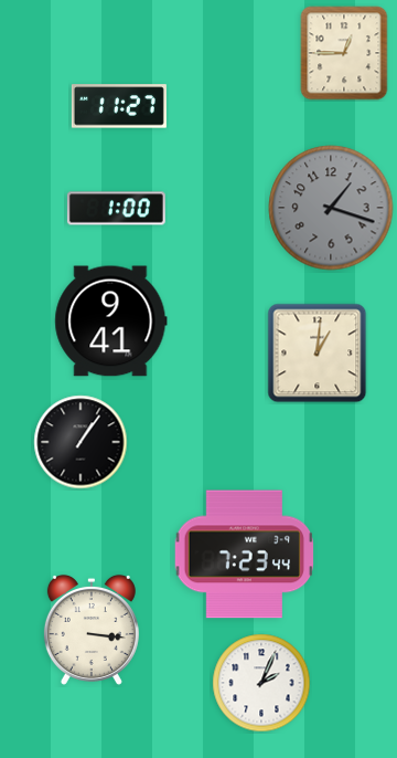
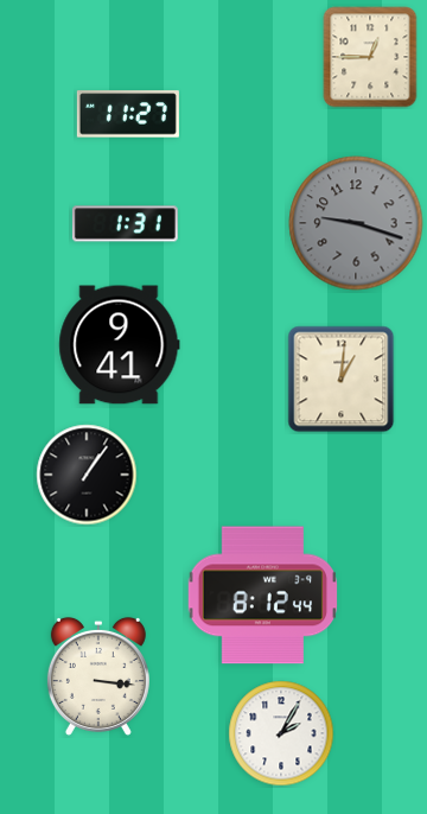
clock at (331, 208): 1:18 -> 9:18
clock at (116, 209): 1:00 -> 1:31
clock at (245, 555): 7:23 -> 8:12
clock at (261, 683): 2:04 -> 2:05
